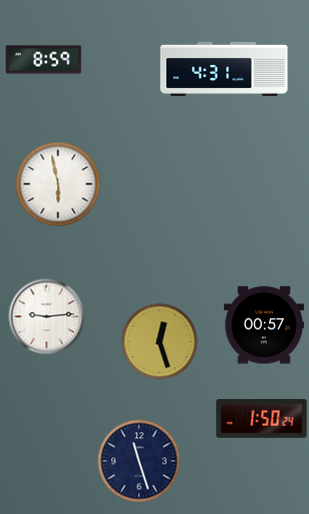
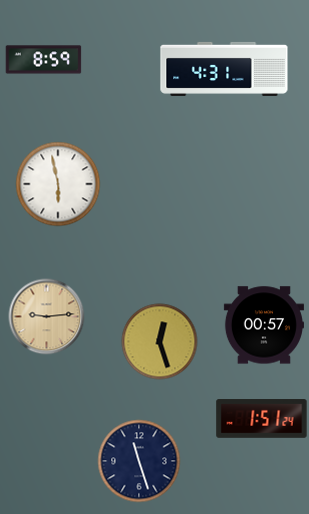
clock at (47, 317) dial: white -> champagne
clock at (262, 419): 1:50 -> 1:51
